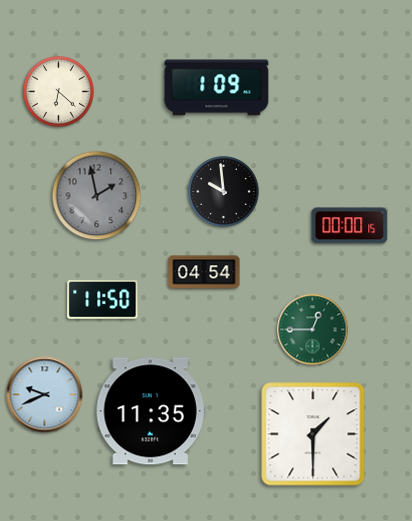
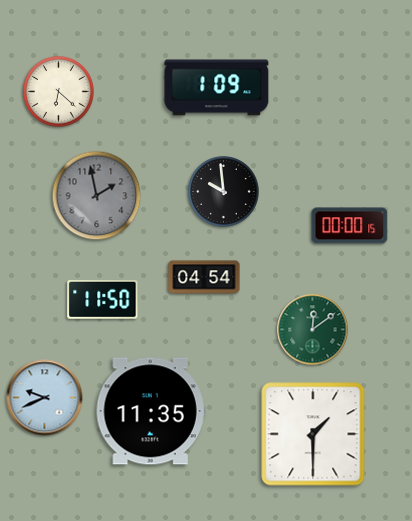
clock at (204, 272) position: (204, 272) -> (204, 277)
clock at (313, 330): 12:45 -> 12:09
clock at (45, 395) position: (45, 395) -> (45, 398)
